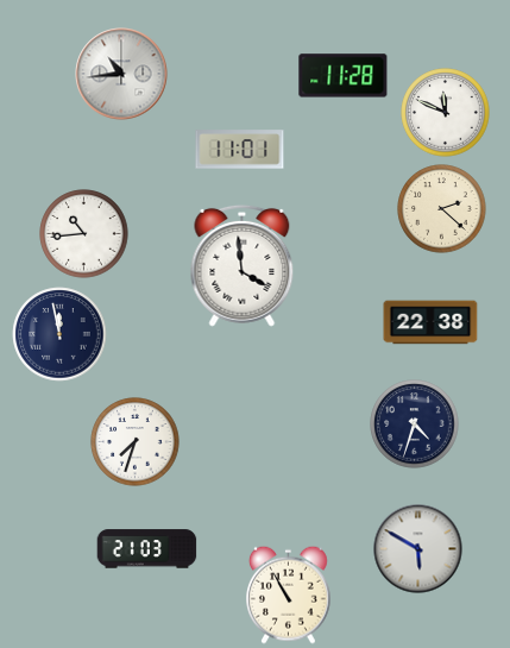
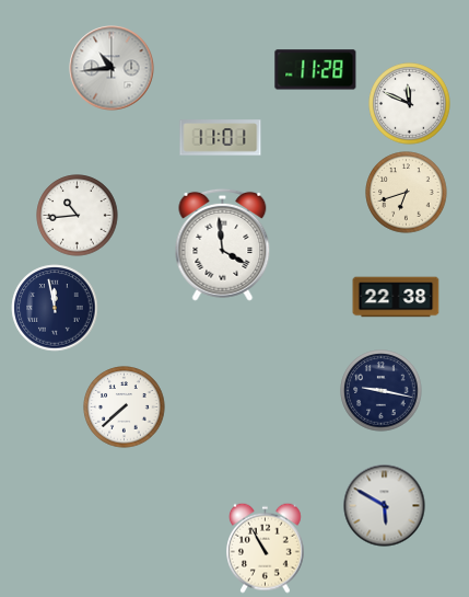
clock at (442, 209): 2:22 -> 6:42
clock at (415, 424): 4:33 -> 9:17
clock at (136, 442): 7:33 -> 7:38
clock at (147, 549): 21:03 -> none
